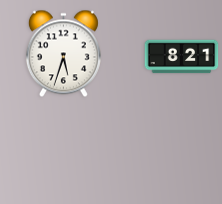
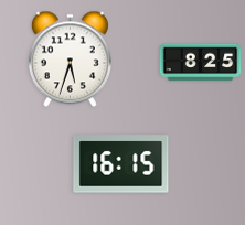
clock at (182, 57): 8:21 -> 8:25
clock at (121, 164): none -> 16:15
